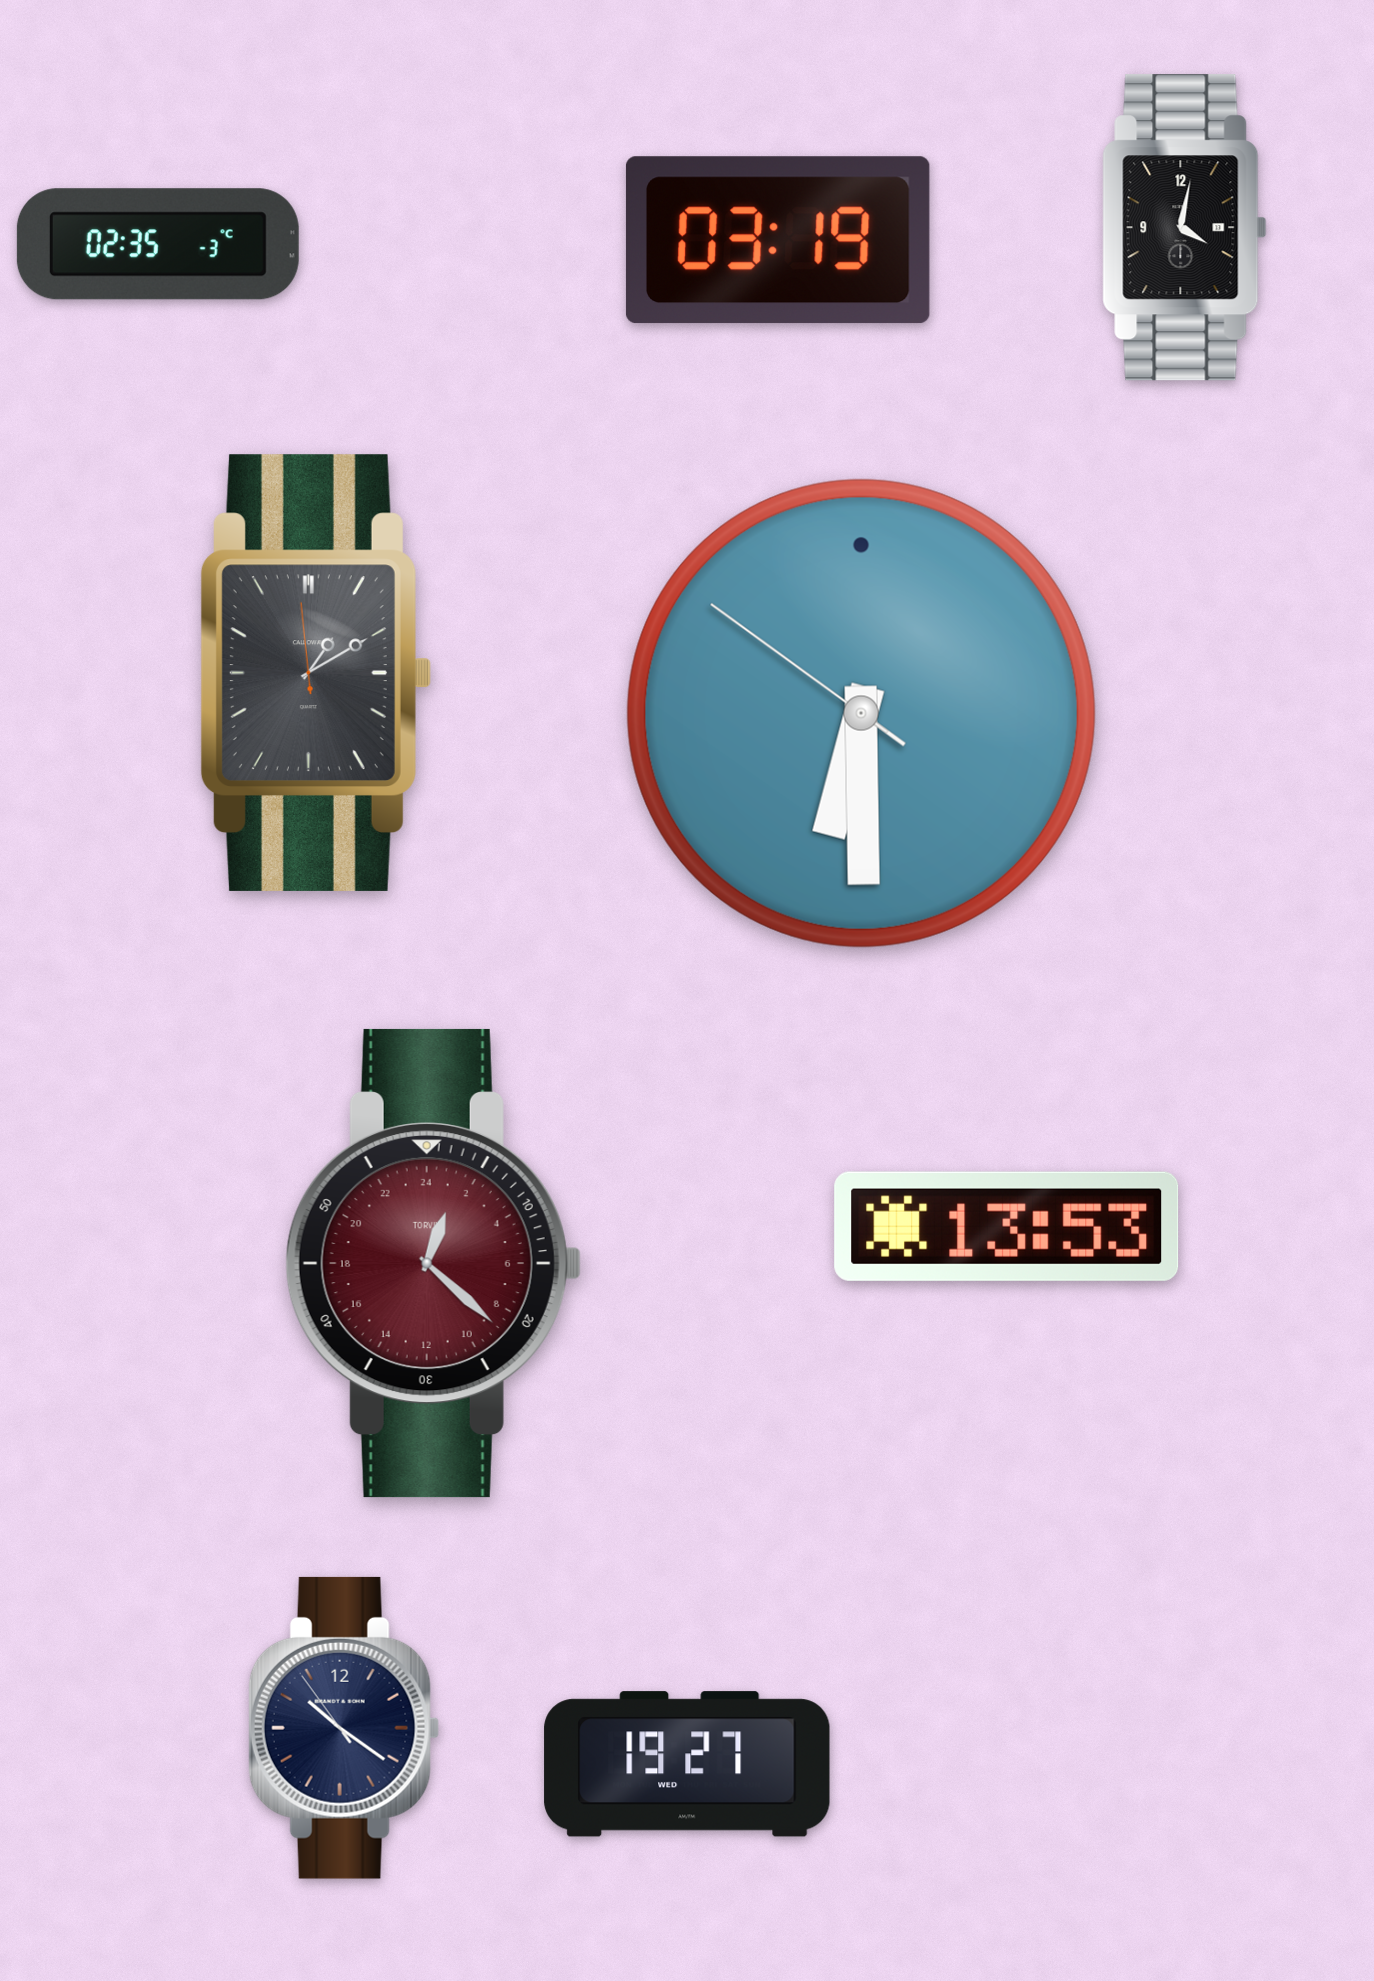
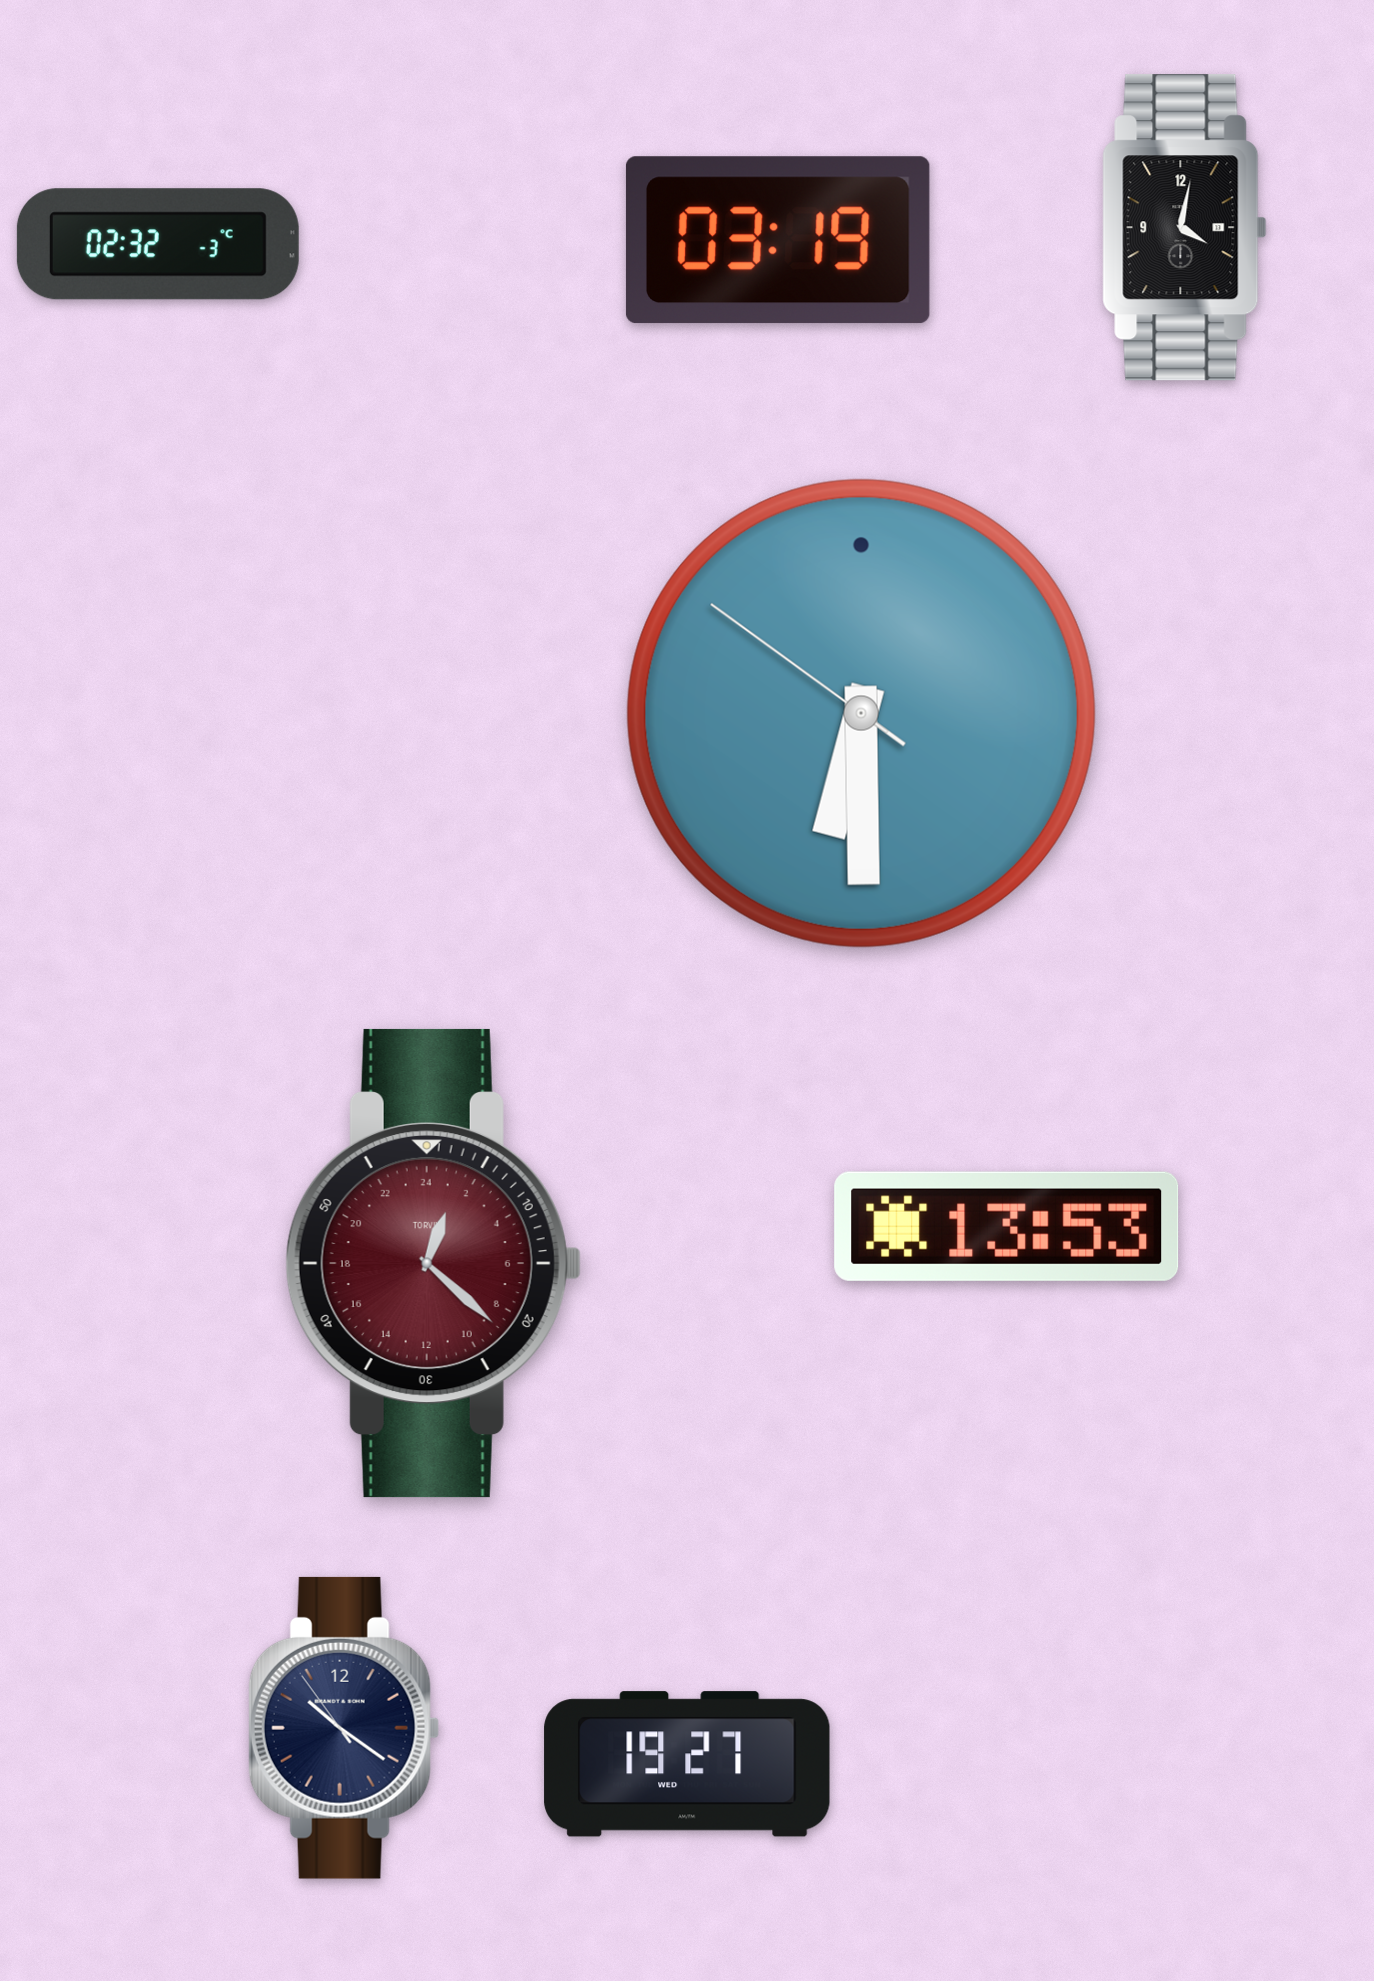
clock at (158, 244): 02:35 -> 02:32
clock at (315, 673): 1:09 -> none
